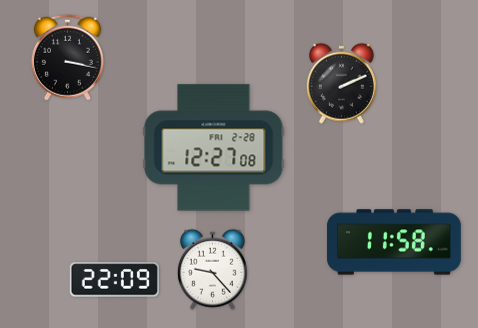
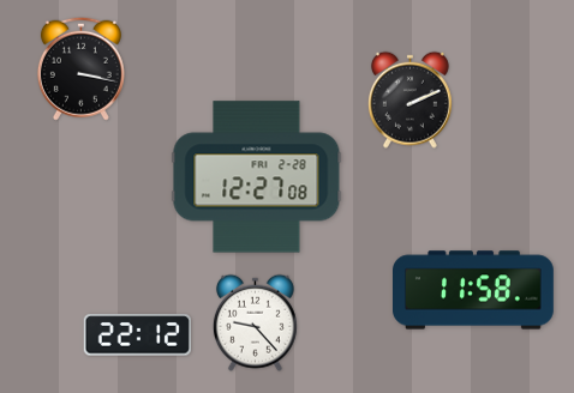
clock at (114, 280): 22:09 -> 22:12
